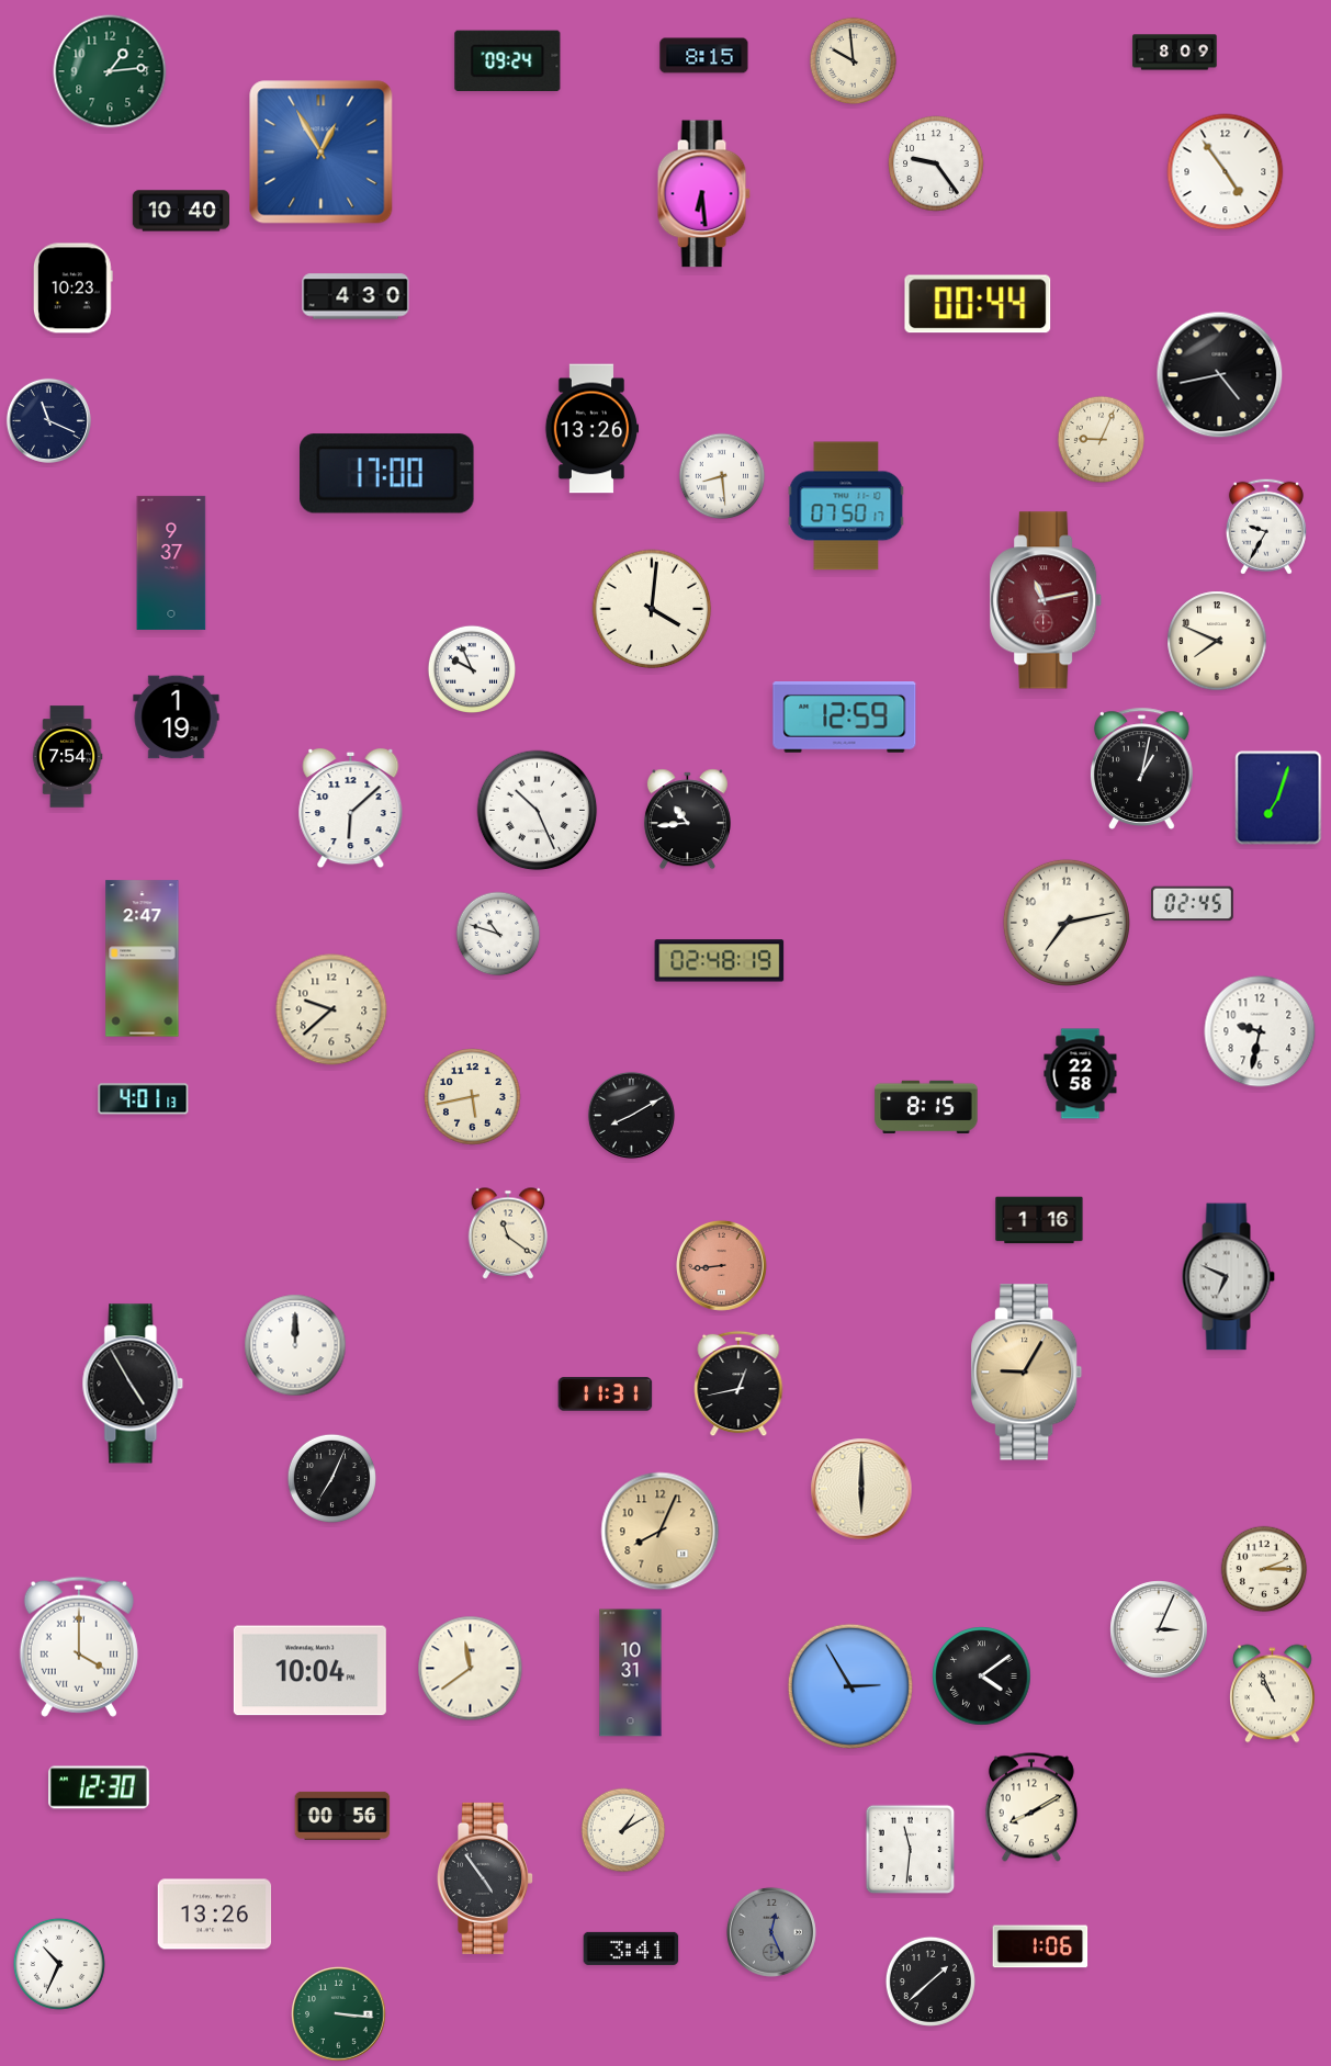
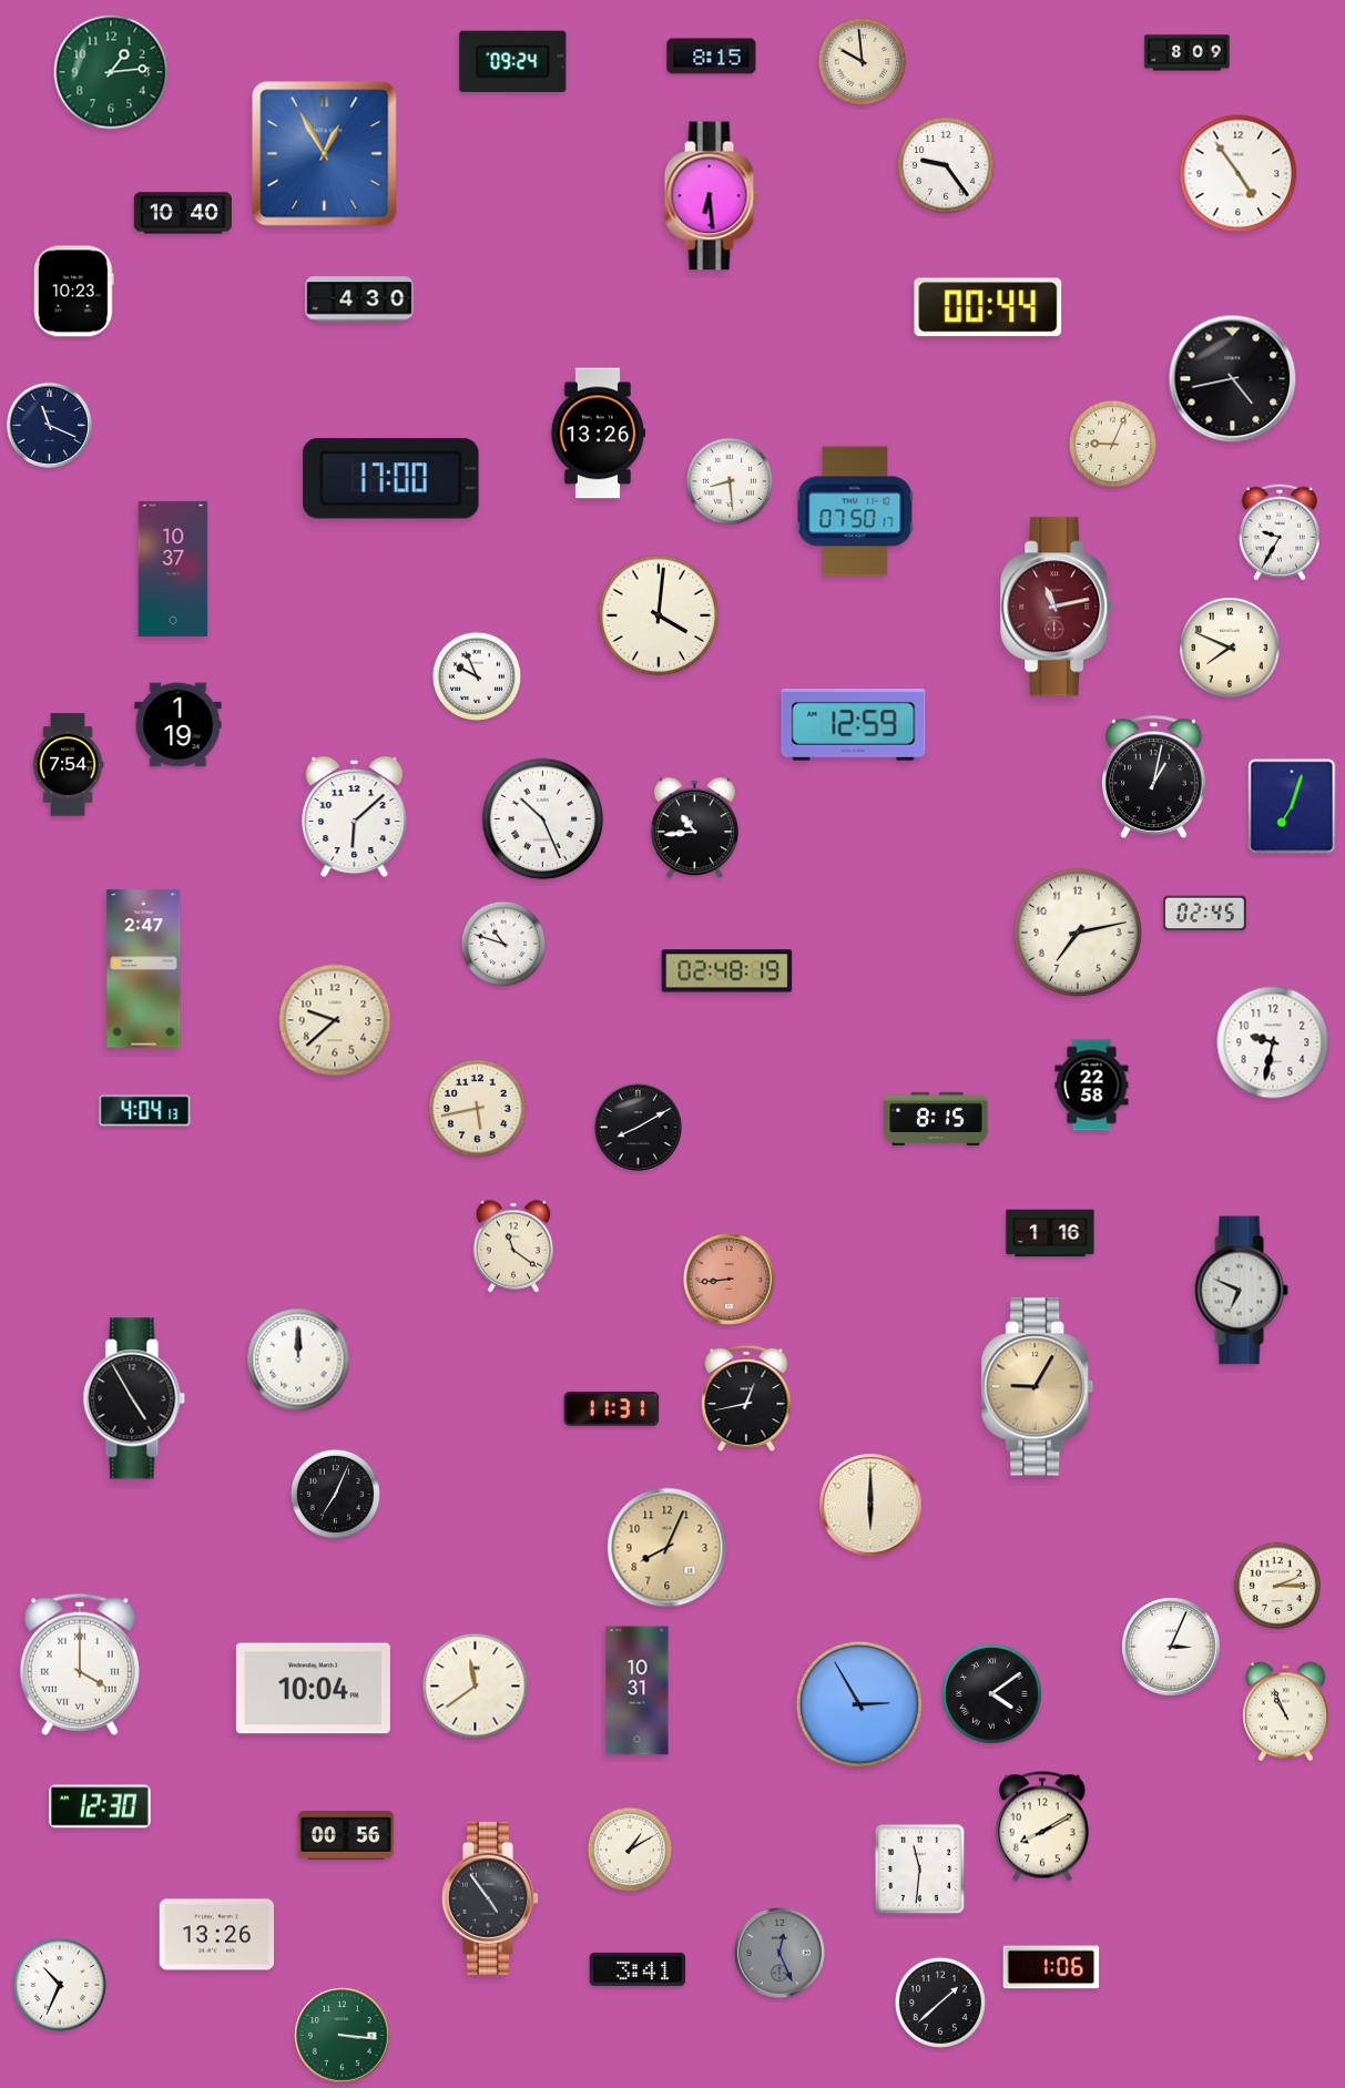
clock at (171, 563): 9:37 -> 10:37
clock at (144, 1099): 4:01 -> 4:04
